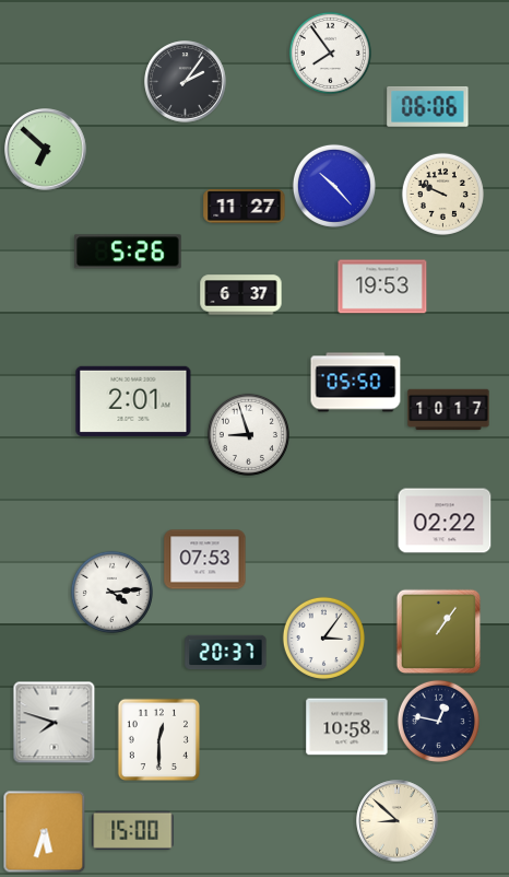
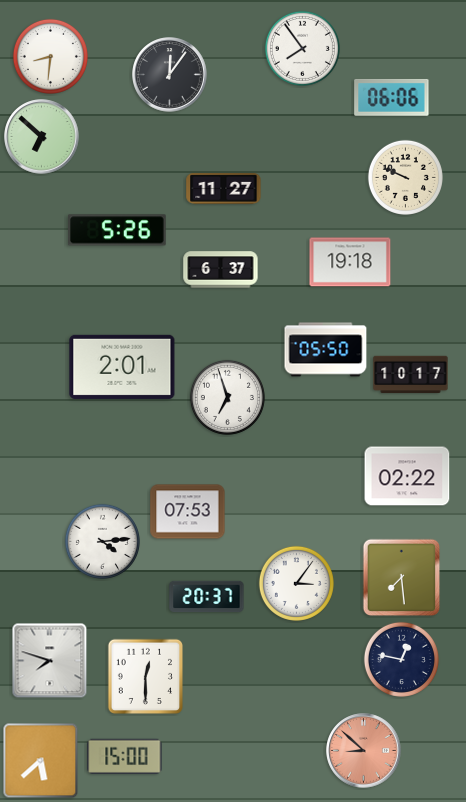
clock at (50, 56): none -> 8:31
clock at (186, 82): 2:06 -> 12:06
clock at (334, 186): 10:23 -> none
clock at (382, 287): 19:53 -> 19:18
clock at (248, 434): 8:57 -> 6:57
clock at (439, 632): 1:06 -> 7:29
clock at (347, 727): 10:58 -> none
clock at (398, 821) dial: cream -> salmon
clock at (133, 830) position: (133, 830) -> (125, 756)
clock at (45, 832): 5:33 -> 5:38
